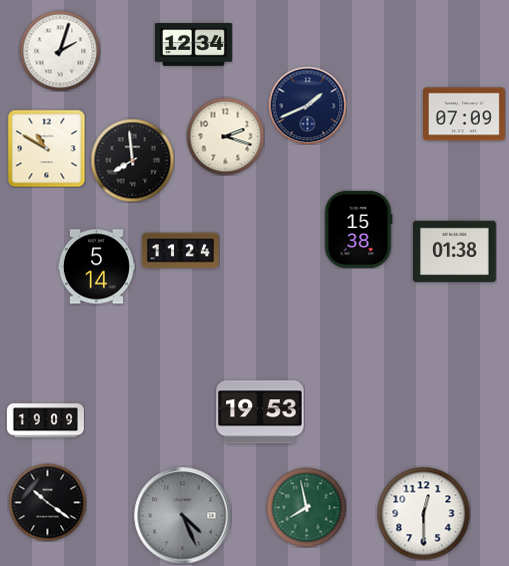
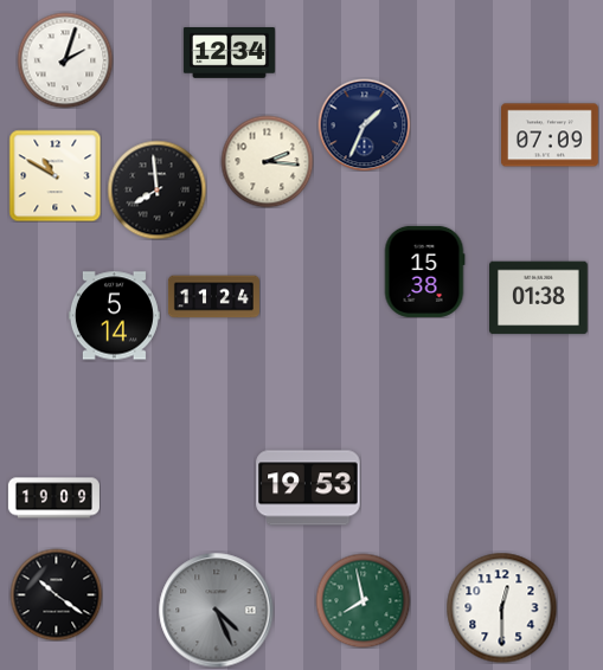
clock at (60, 51) position: (60, 51) -> (65, 60)
clock at (307, 105): 1:41 -> 1:34
clock at (225, 136): 2:18 -> 2:16
